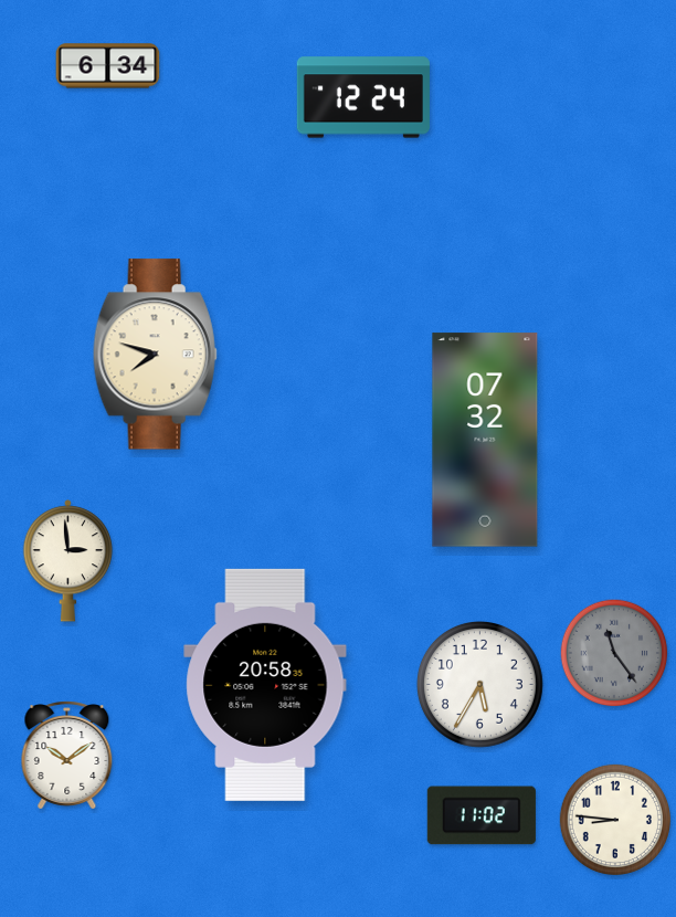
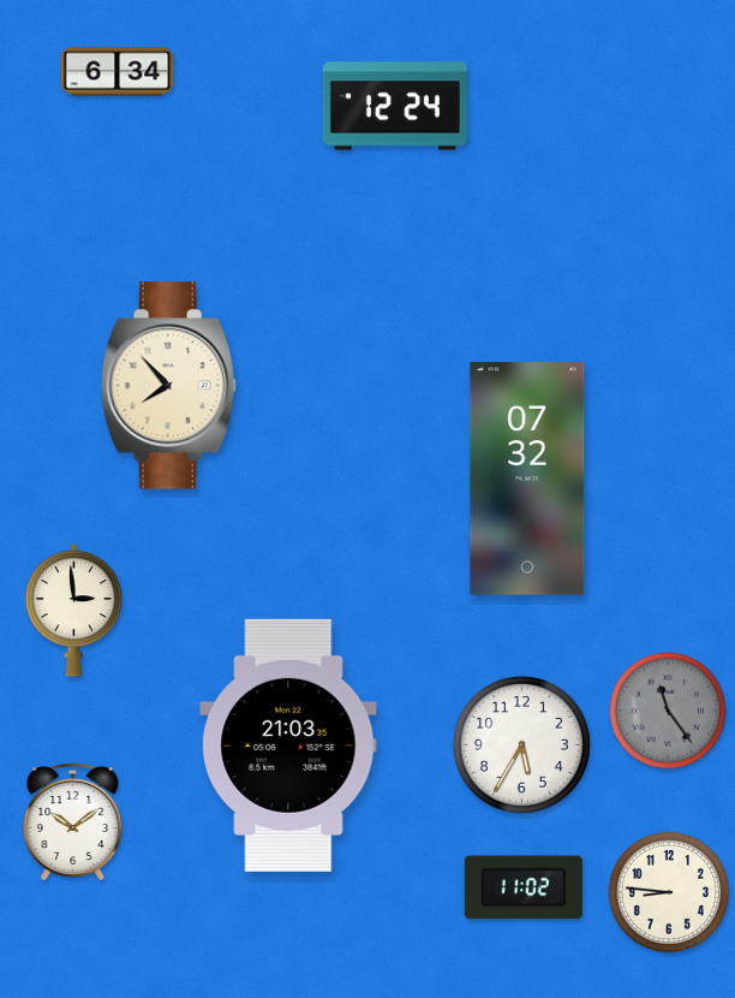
clock at (155, 355): 7:48 -> 7:53
clock at (265, 685): 20:58 -> 21:03
